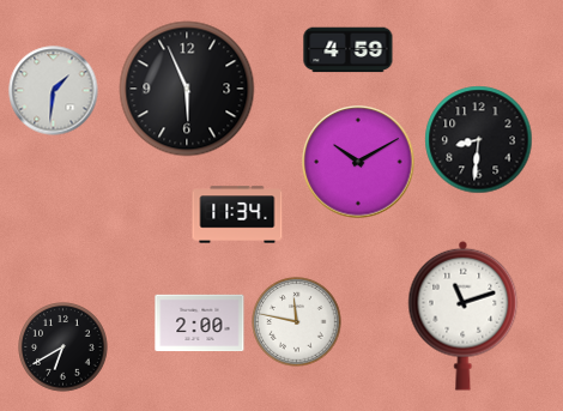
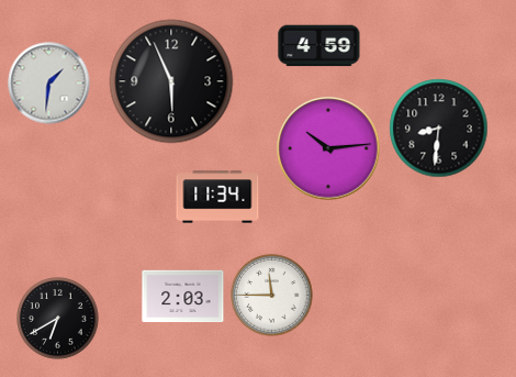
clock at (358, 162): 10:10 -> 10:14
clock at (464, 315): 11:12 -> none
clock at (297, 322): 11:47 -> 11:45
clock at (200, 324): 2:00 -> 2:03
